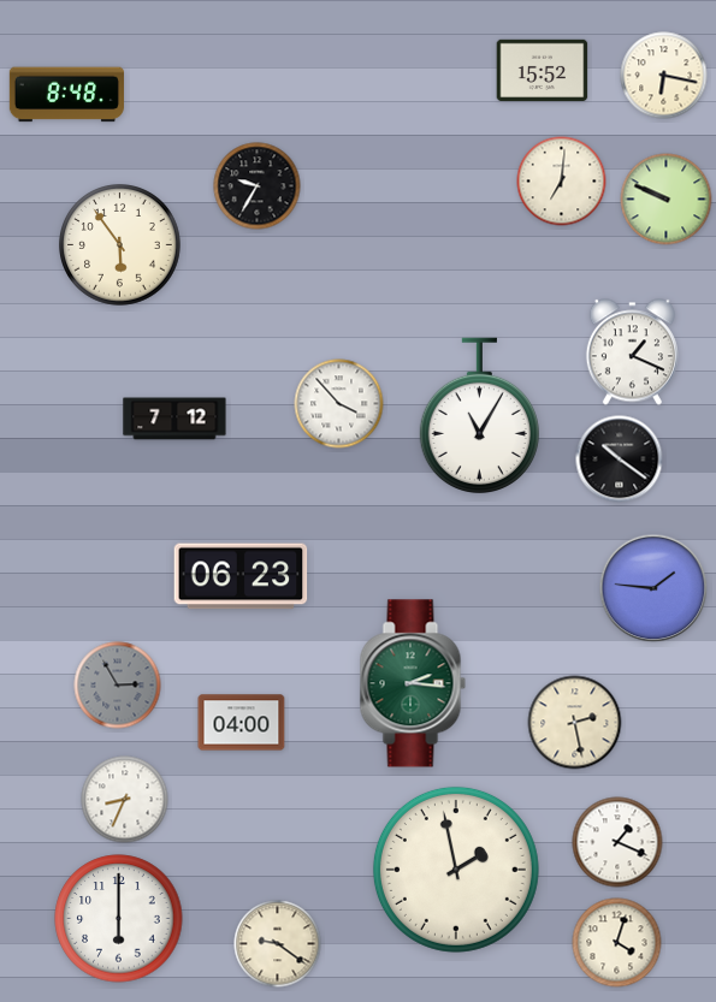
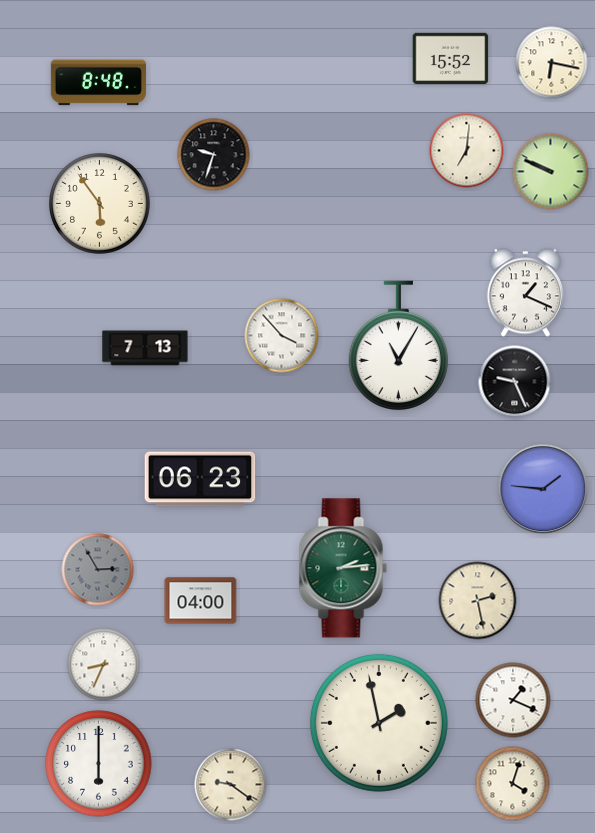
clock at (66, 95) position: (66, 95) -> (98, 83)
clock at (258, 186): 9:35 -> 9:33
clock at (667, 200) position: (667, 200) -> (551, 172)
clock at (174, 419): 7:12 -> 7:13
clock at (620, 460): 10:21 -> 9:26
clock at (413, 683): 2:16 -> 2:14
